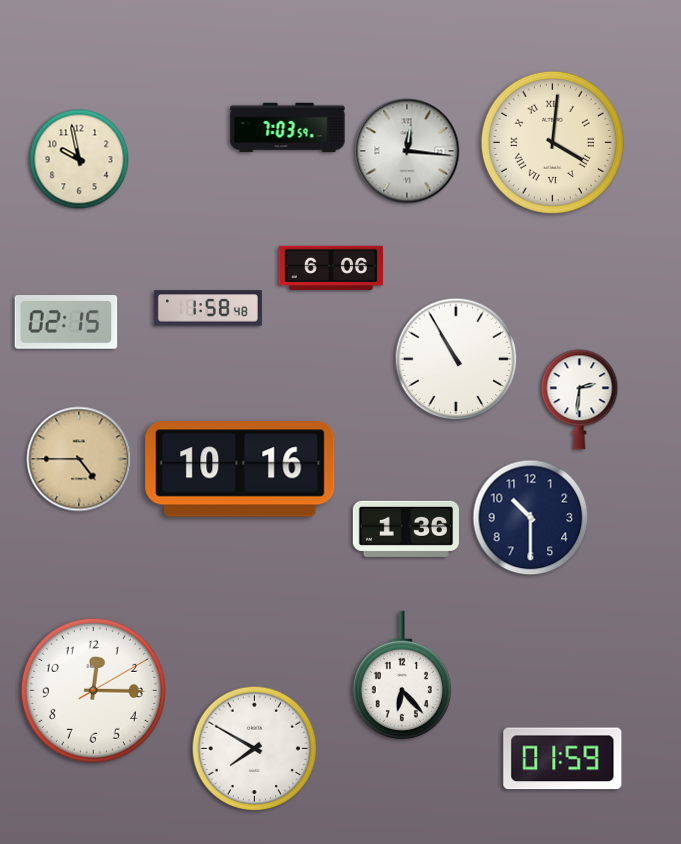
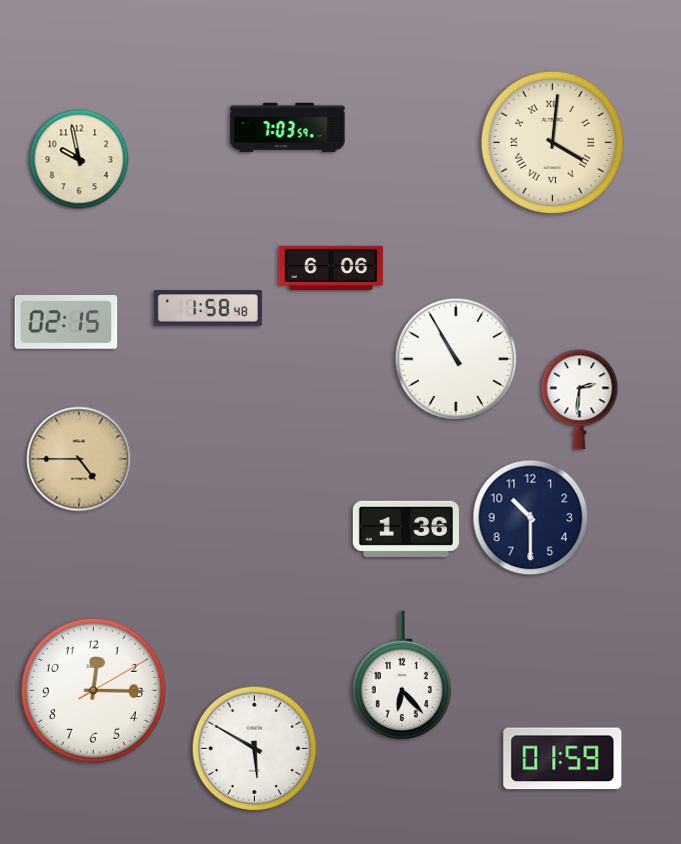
clock at (407, 151): 12:16 -> none
clock at (240, 469): 10:16 -> none
clock at (255, 749): 7:50 -> 5:50
